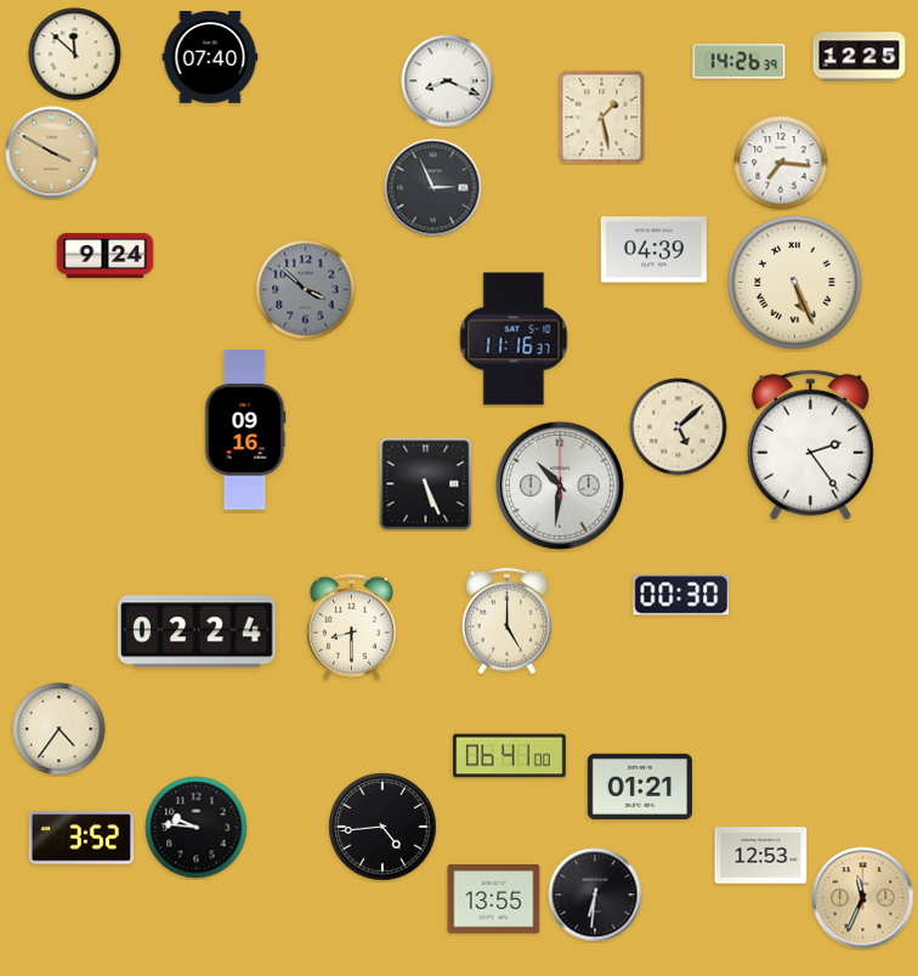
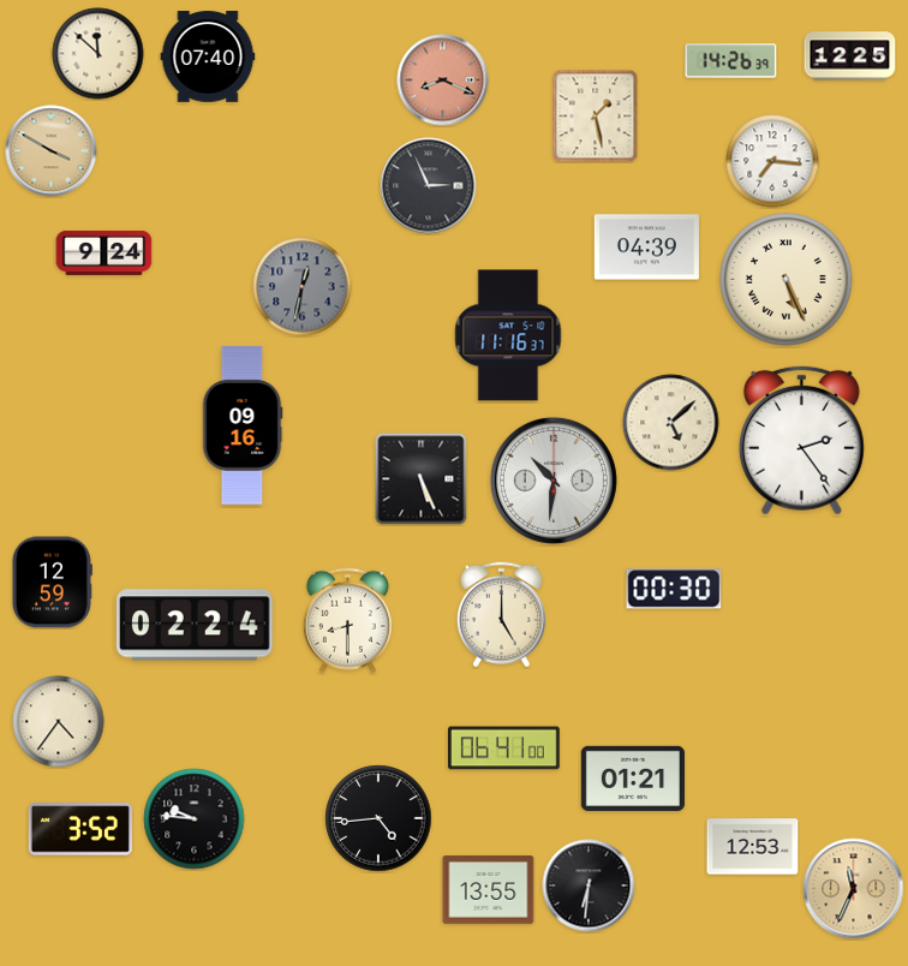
clock at (75, 55) position: (75, 55) -> (98, 54)
clock at (448, 81) dial: white -> salmon
clock at (306, 290): 3:52 -> 12:32
clock at (52, 583): none -> 12:59
